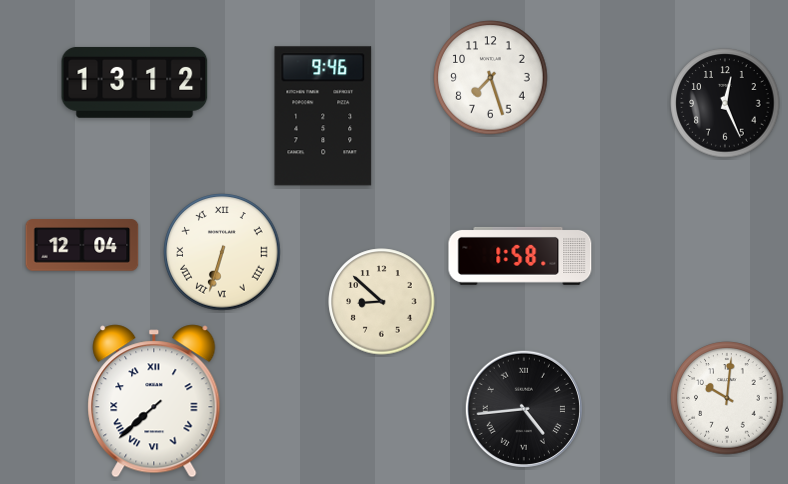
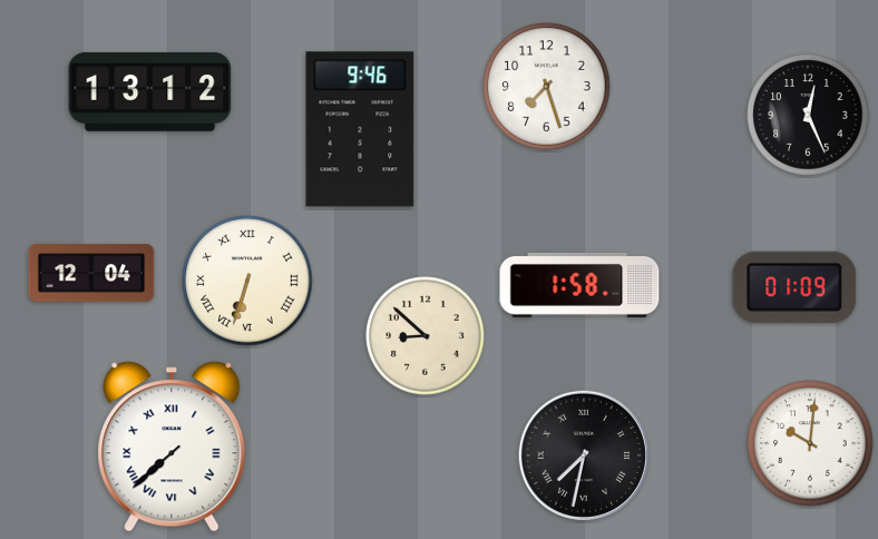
clock at (794, 287): none -> 01:09
clock at (524, 409): 4:44 -> 7:32
